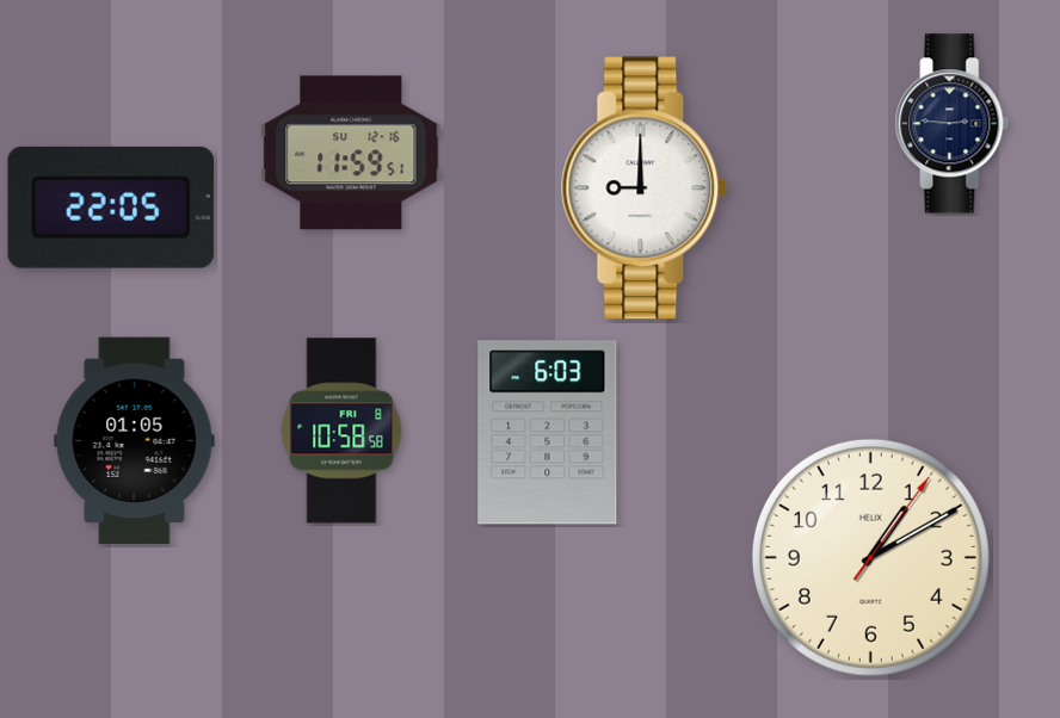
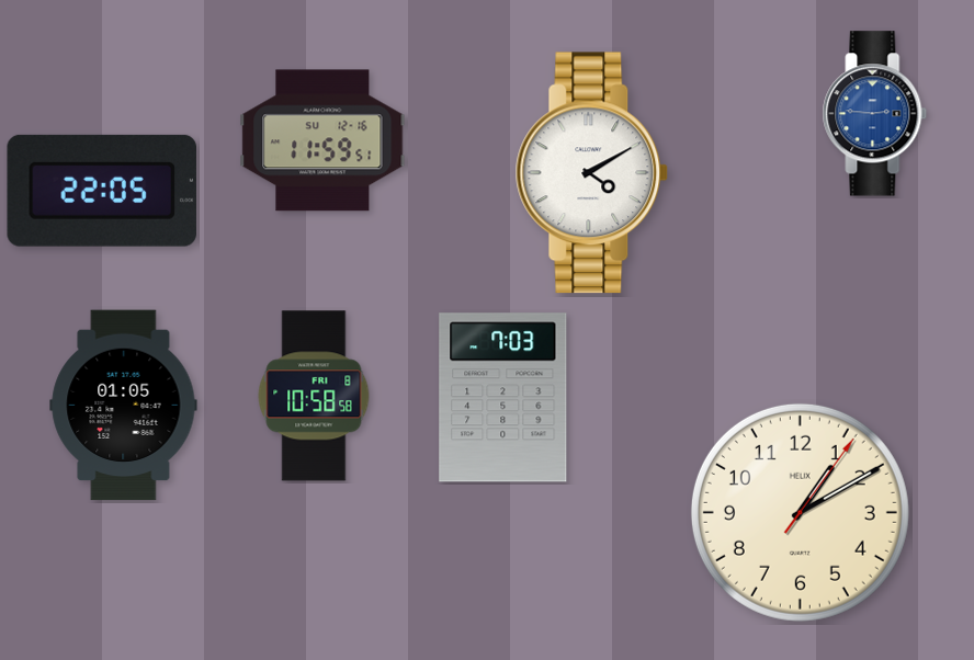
clock at (953, 124) dial: navy -> blue
clock at (645, 188): 9:00 -> 4:10
clock at (548, 433): 6:03 -> 7:03
